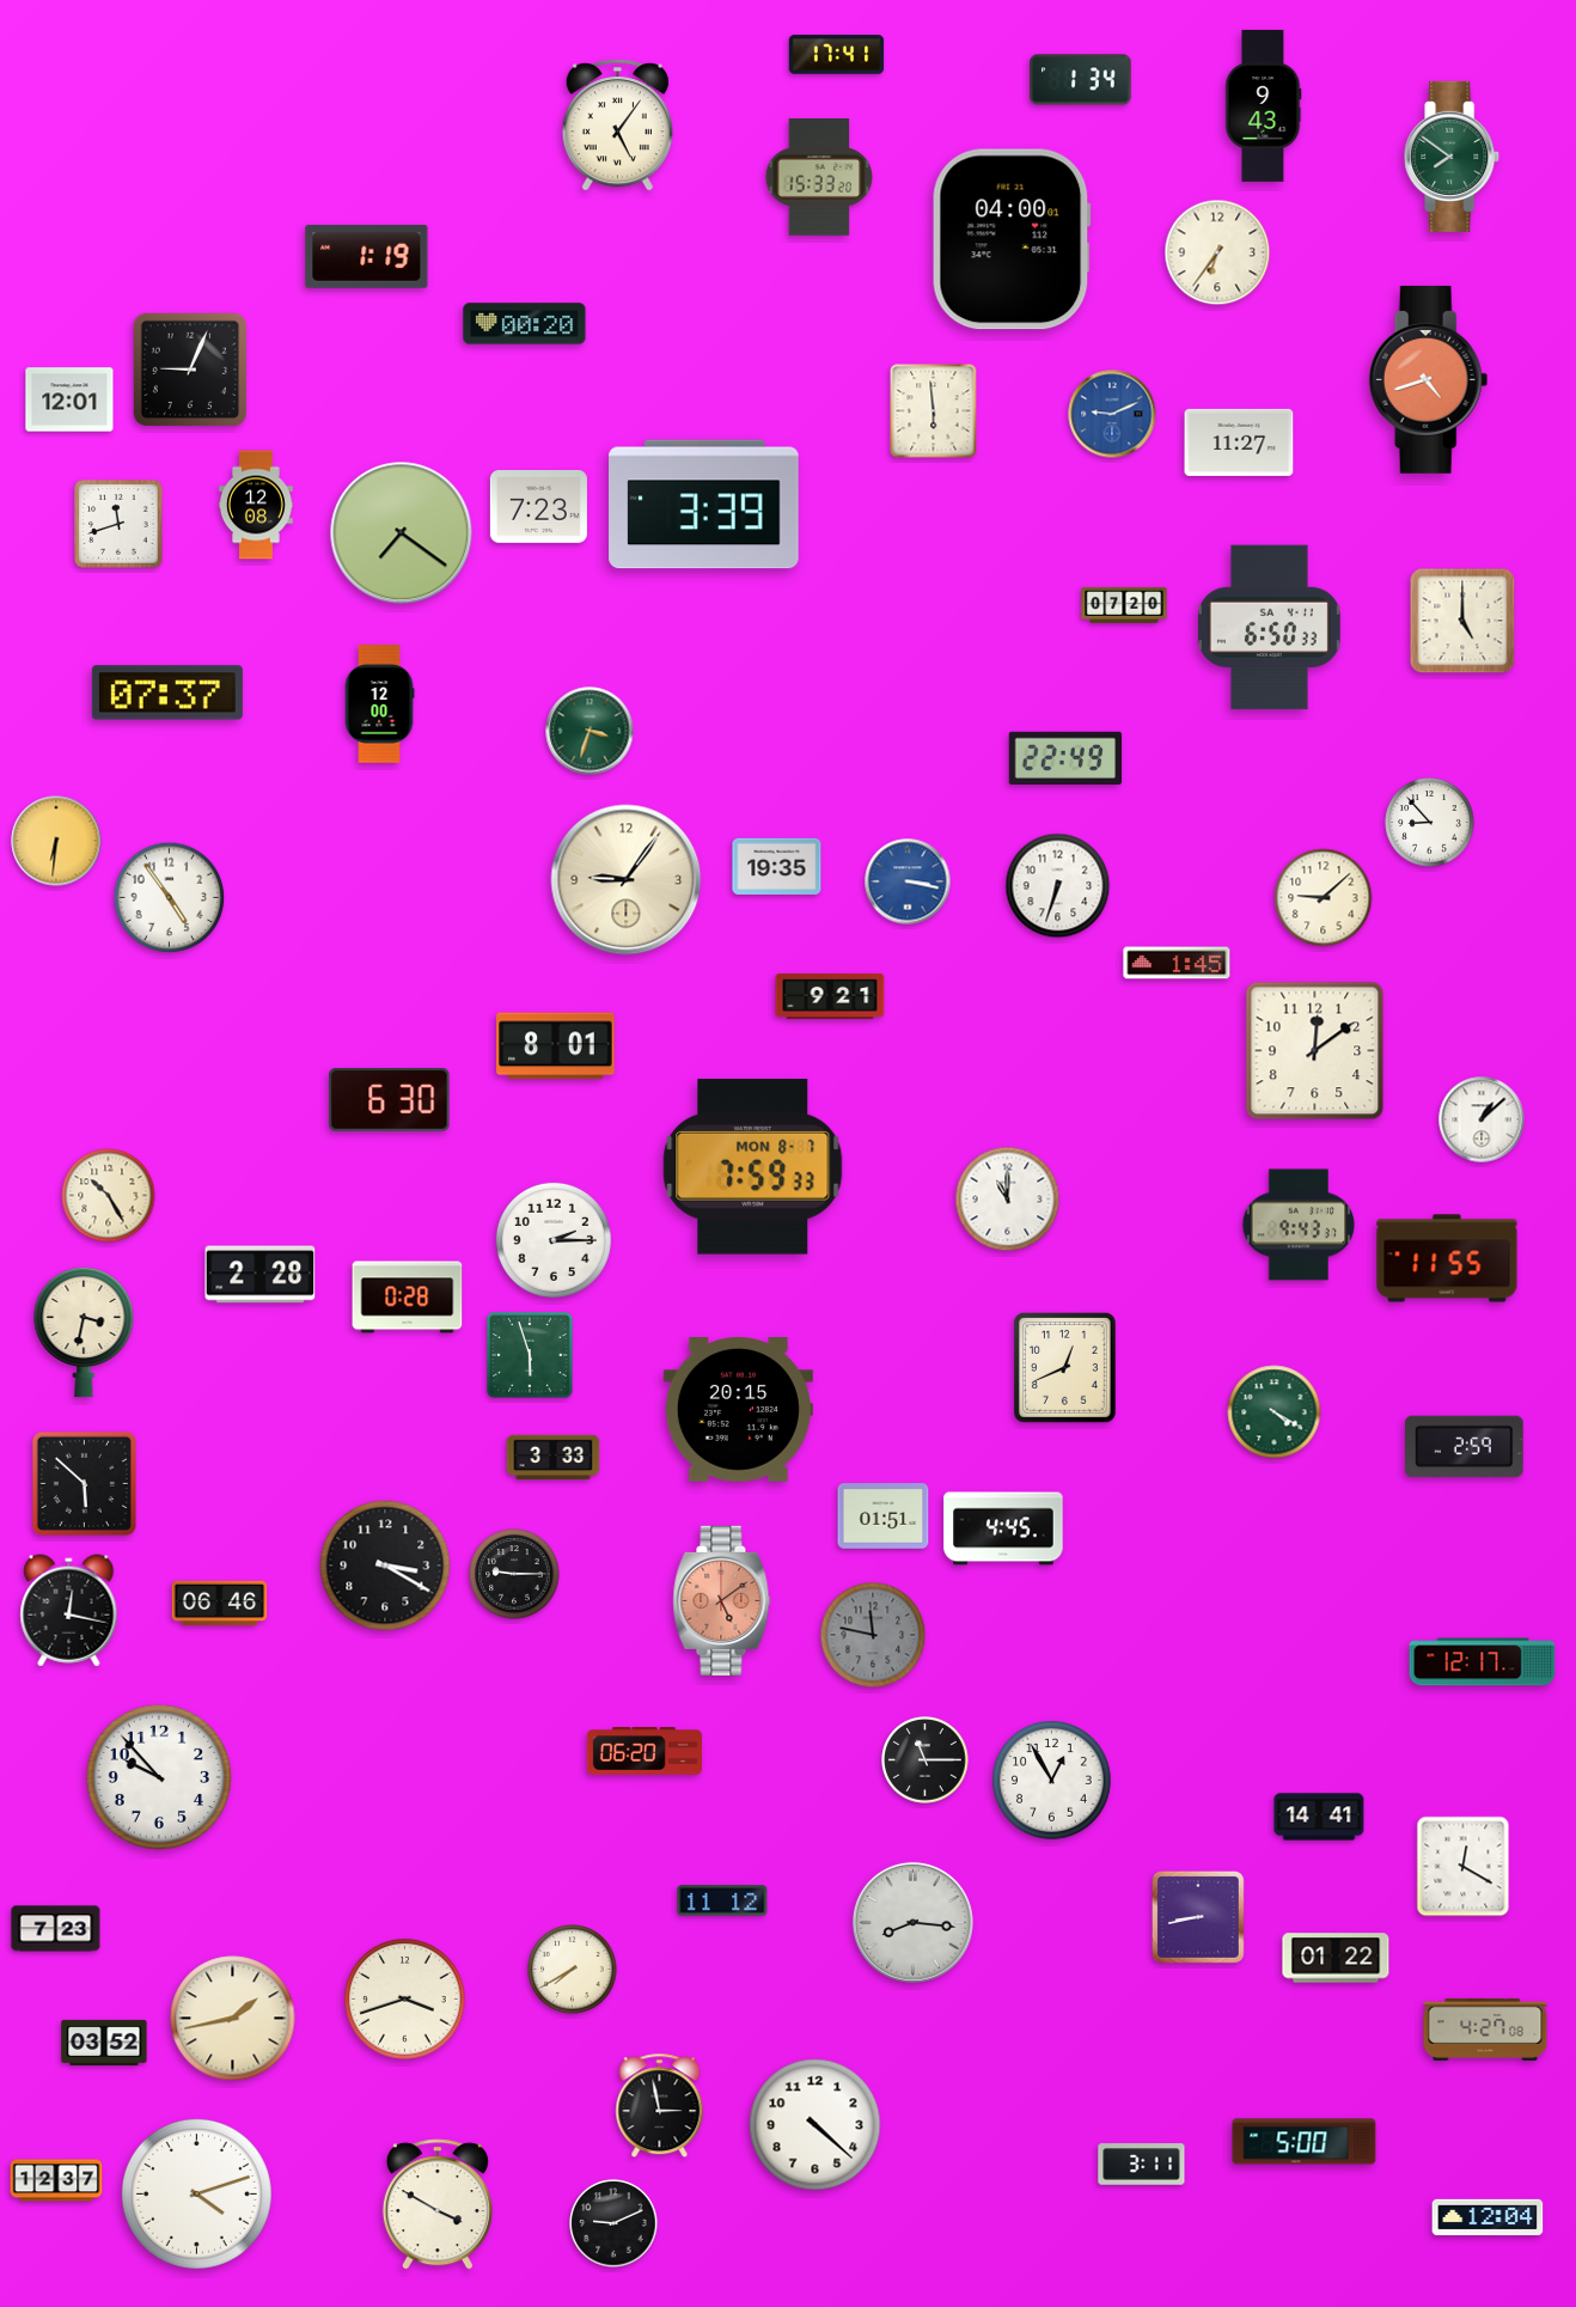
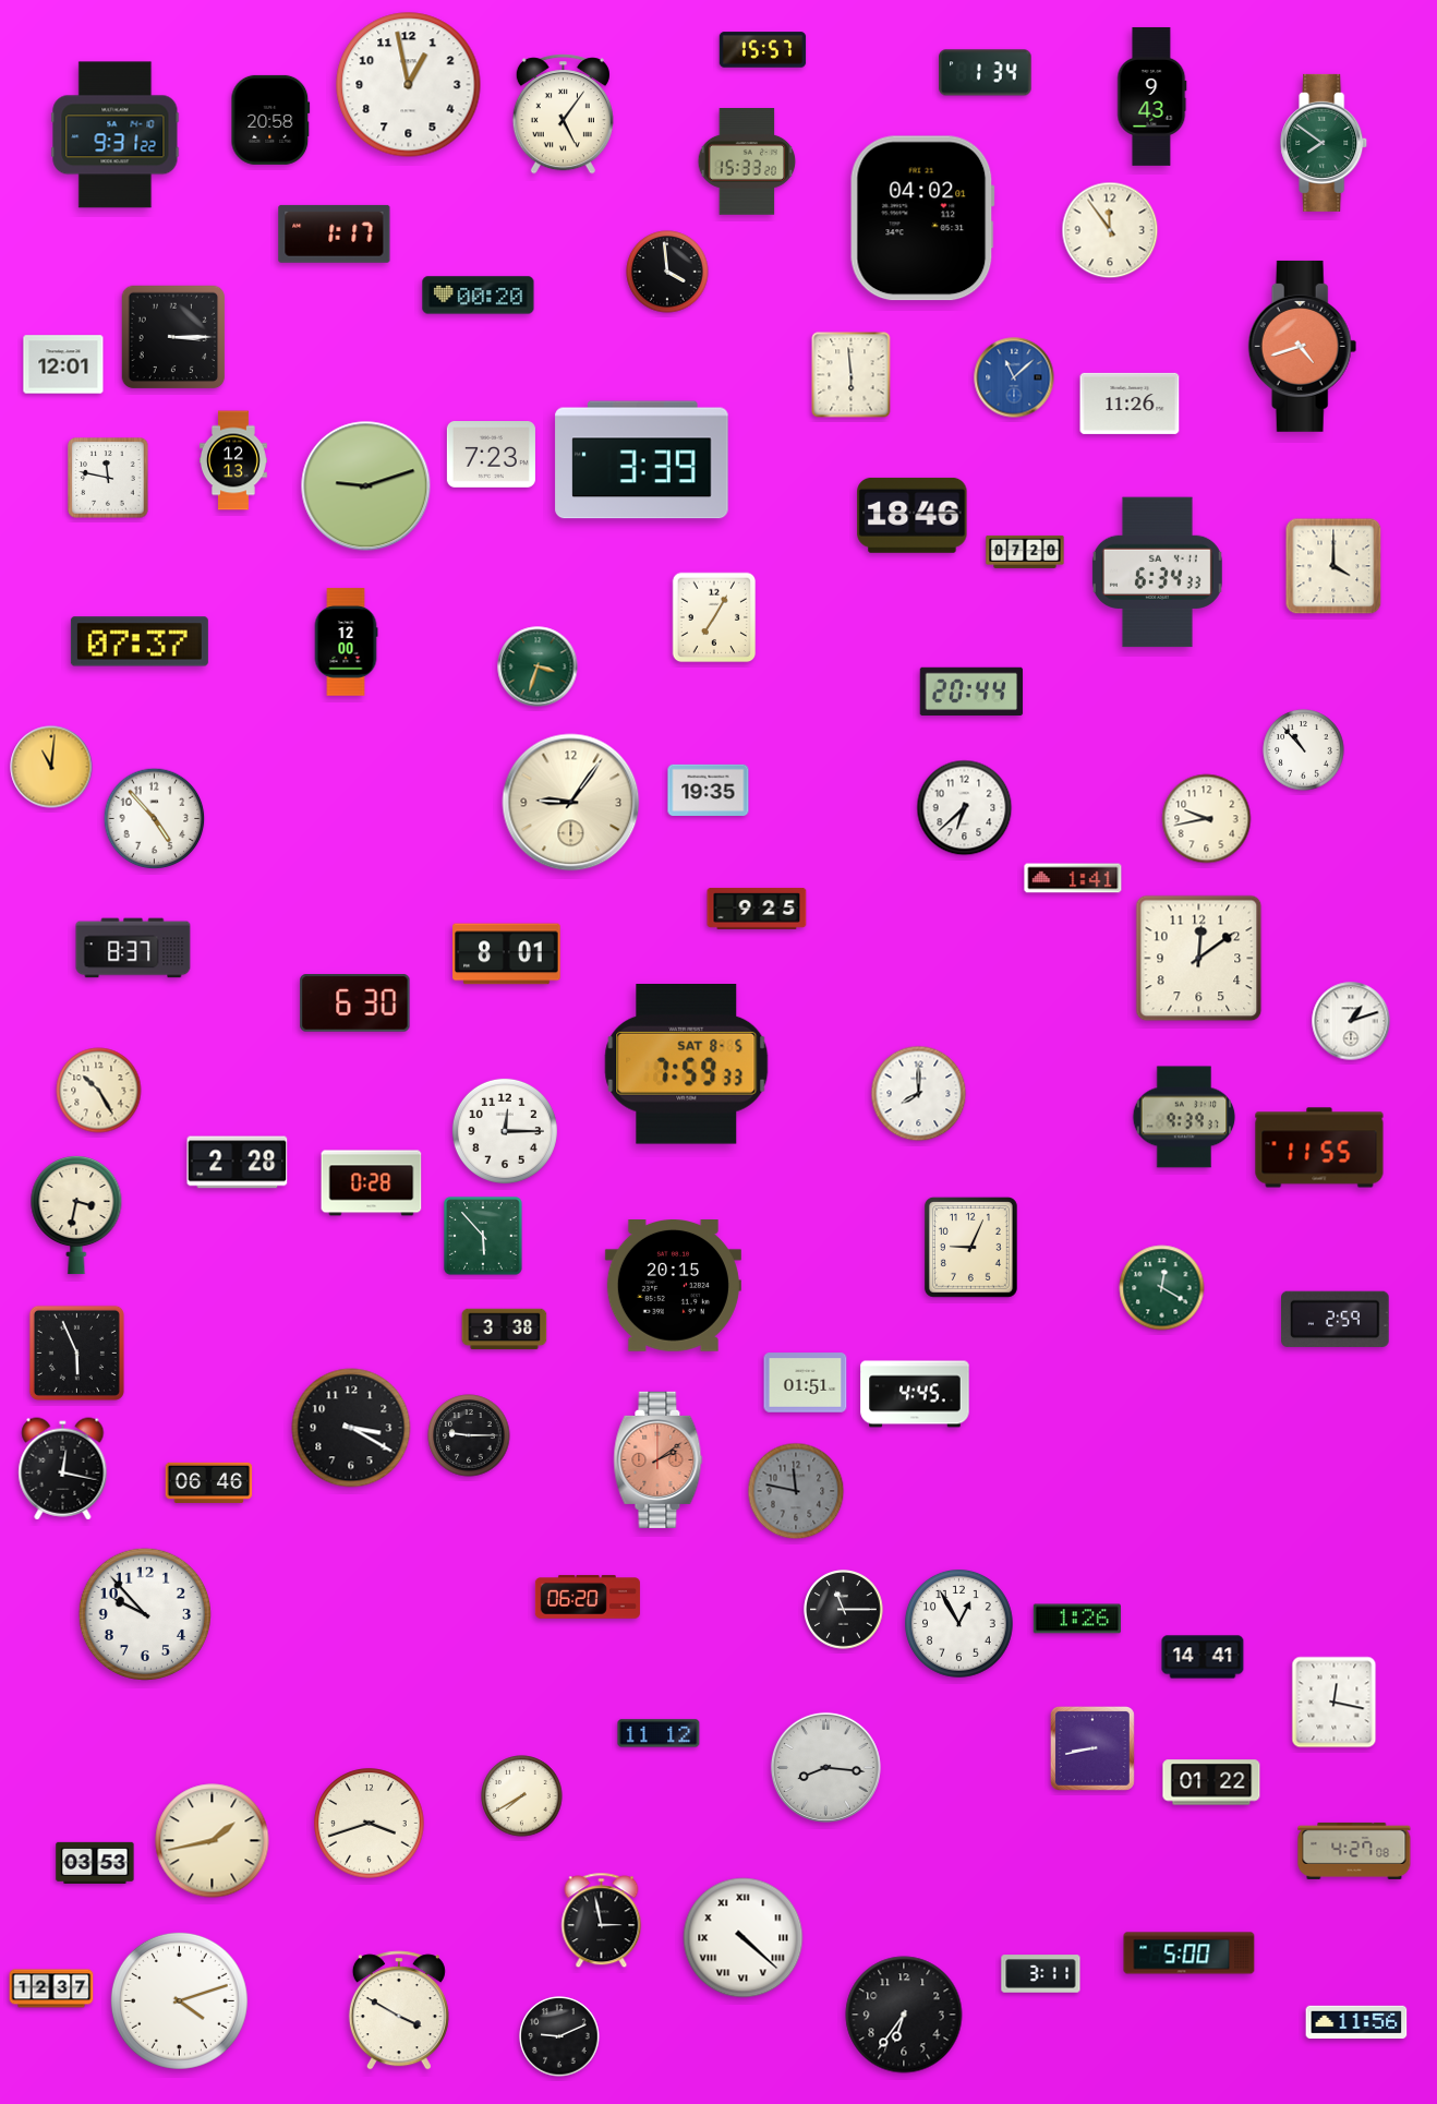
clock at (837, 55): 17:41 -> 15:57
clock at (409, 85): none -> 12:58
clock at (270, 120): none -> 20:58
clock at (116, 135): none -> 9:31
clock at (1012, 239): 04:00 -> 04:02
clock at (1217, 252): 6:36 -> 11:54
clock at (367, 256): 1:19 -> 1:17
clock at (667, 272): none -> 3:59
clock at (190, 370): 9:04 -> 3:15
clock at (1112, 414): 9:11 -> 11:08
clock at (1239, 443): 11:27 -> 11:26
clock at (257, 505): 12:08 -> 12:13
clock at (538, 507) position: (538, 507) -> (491, 455)
clock at (118, 524): 11:42 -> 11:47
clock at (402, 533): 7:21 -> 9:12
clock at (913, 515): none -> 18:46
clock at (1462, 621): 5:00 -> 4:00
clock at (1269, 628): 6:50 -> 6:34
clock at (714, 617): none -> 7:05
clock at (167, 692) position: (167, 692) -> (140, 641)
clock at (1065, 757): 22:49 -> 20:44
clock at (1430, 823): 8:53 -> 10:53
clock at (56, 841): 6:31 -> 11:01
clock at (908, 881): 3:17 -> none
clock at (1058, 886): 6:33 -> 6:38
clock at (170, 898): 4:54 -> 4:53
clock at (1324, 898): 9:08 -> 9:43
clock at (1177, 963): 1:45 -> 1:41
clock at (830, 996): 9:21 -> 9:25
clock at (133, 948): none -> 8:37
clock at (1482, 1119): 1:08 -> 1:12
clock at (753, 1167) date: MON 8-7 -> SAT 8-5
clock at (1008, 1200): 11:00 -> 8:00
clock at (1299, 1225): 9:43 -> 9:39
clock at (554, 1240): 2:15 -> 12:15
clock at (530, 1355): 5:57 -> 5:53
clock at (1064, 1368): 12:41 -> 9:04
clock at (1275, 1412): 4:20 -> 12:20
clock at (554, 1458): 3:33 -> 3:38
clock at (84, 1483): 5:52 -> 5:56
clock at (722, 1600): 5:09 -> 2:09
clock at (220, 1603) position: (220, 1603) -> (209, 1482)
clock at (1483, 1662): 12:17 -> none
clock at (926, 1760) position: (926, 1760) -> (844, 1610)
clock at (1077, 1619): none -> 1:26
clock at (159, 1777) position: (159, 1777) -> (145, 1614)
clock at (1464, 1867): 12:20 -> 12:17
clock at (912, 1922) position: (912, 1922) -> (825, 1767)
clock at (56, 1929): 7:23 -> none
clock at (1336, 1958) position: (1336, 1958) -> (1211, 1782)
clock at (104, 2043): 03:52 -> 03:53
clock at (816, 2125) numerals: Arabic -> Roman
clock at (904, 2015): none -> 6:36
clock at (1488, 2216): 12:04 -> 11:56
clock at (613, 2223) position: (613, 2223) -> (559, 2036)
